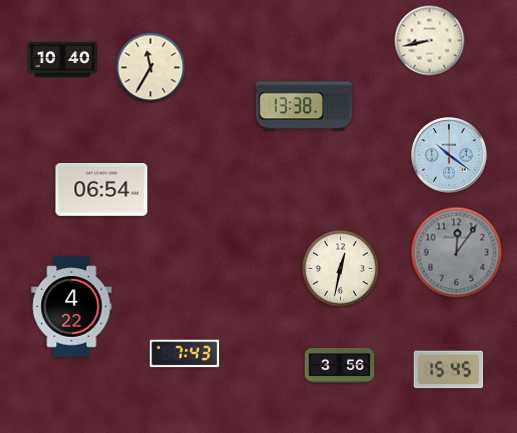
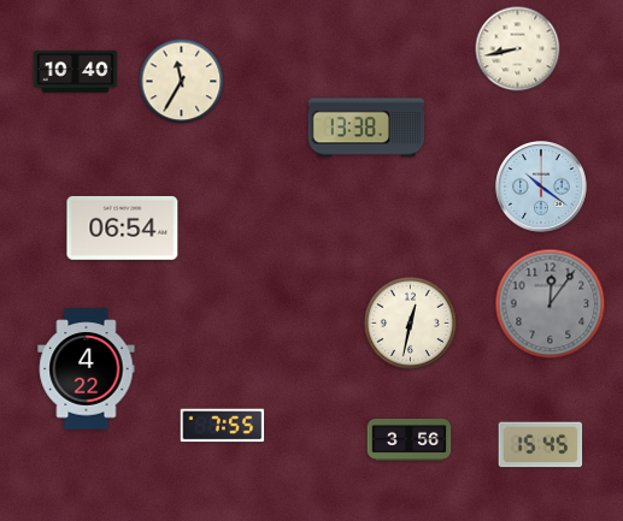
clock at (185, 354): 7:43 -> 7:55
